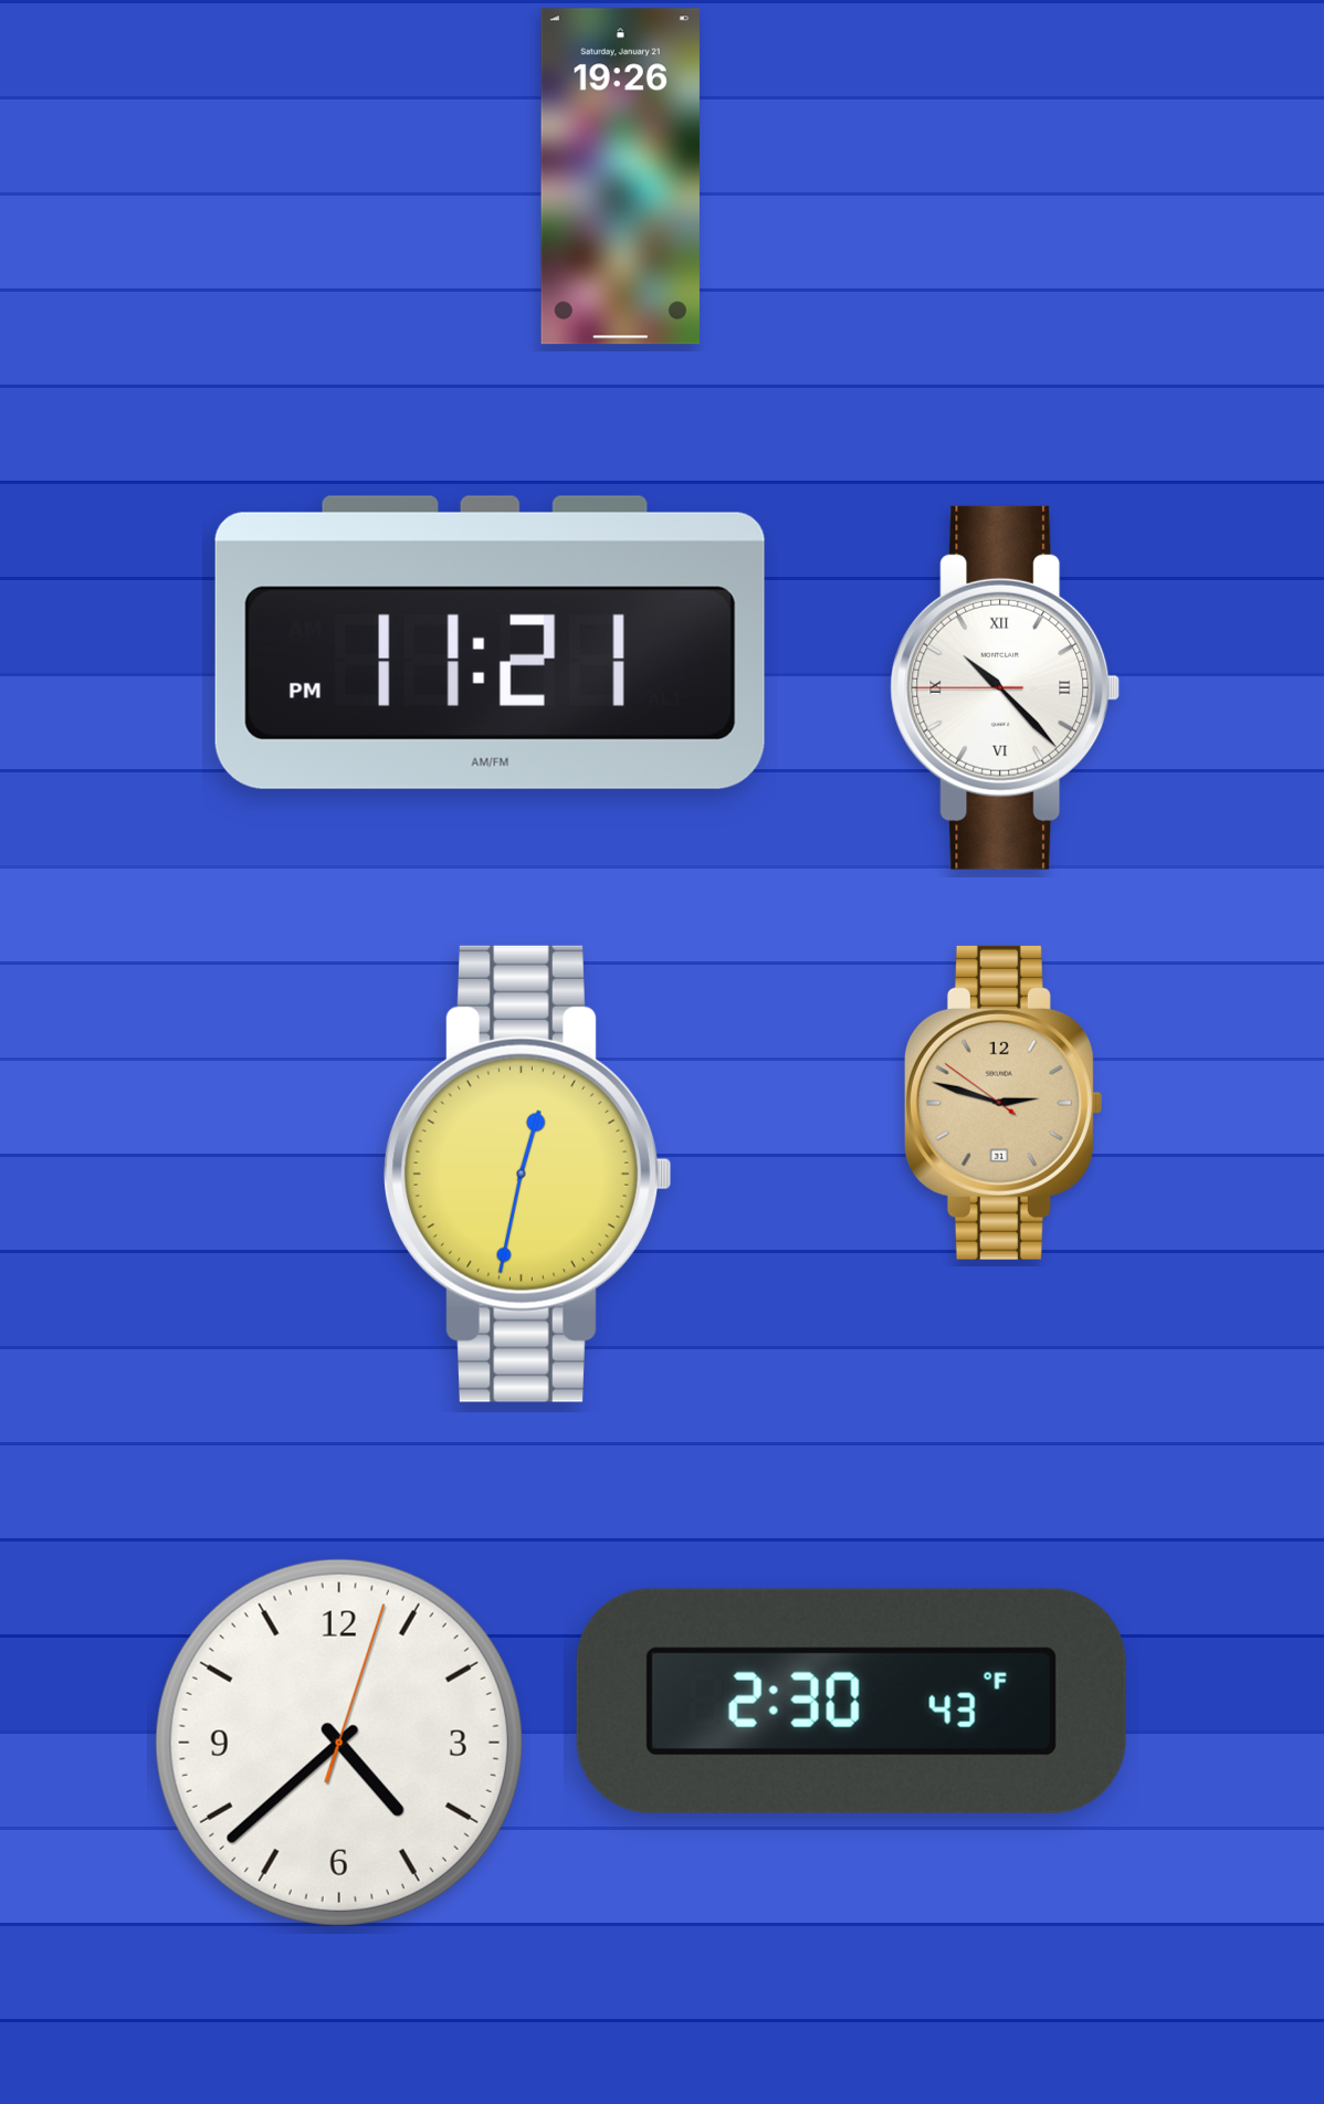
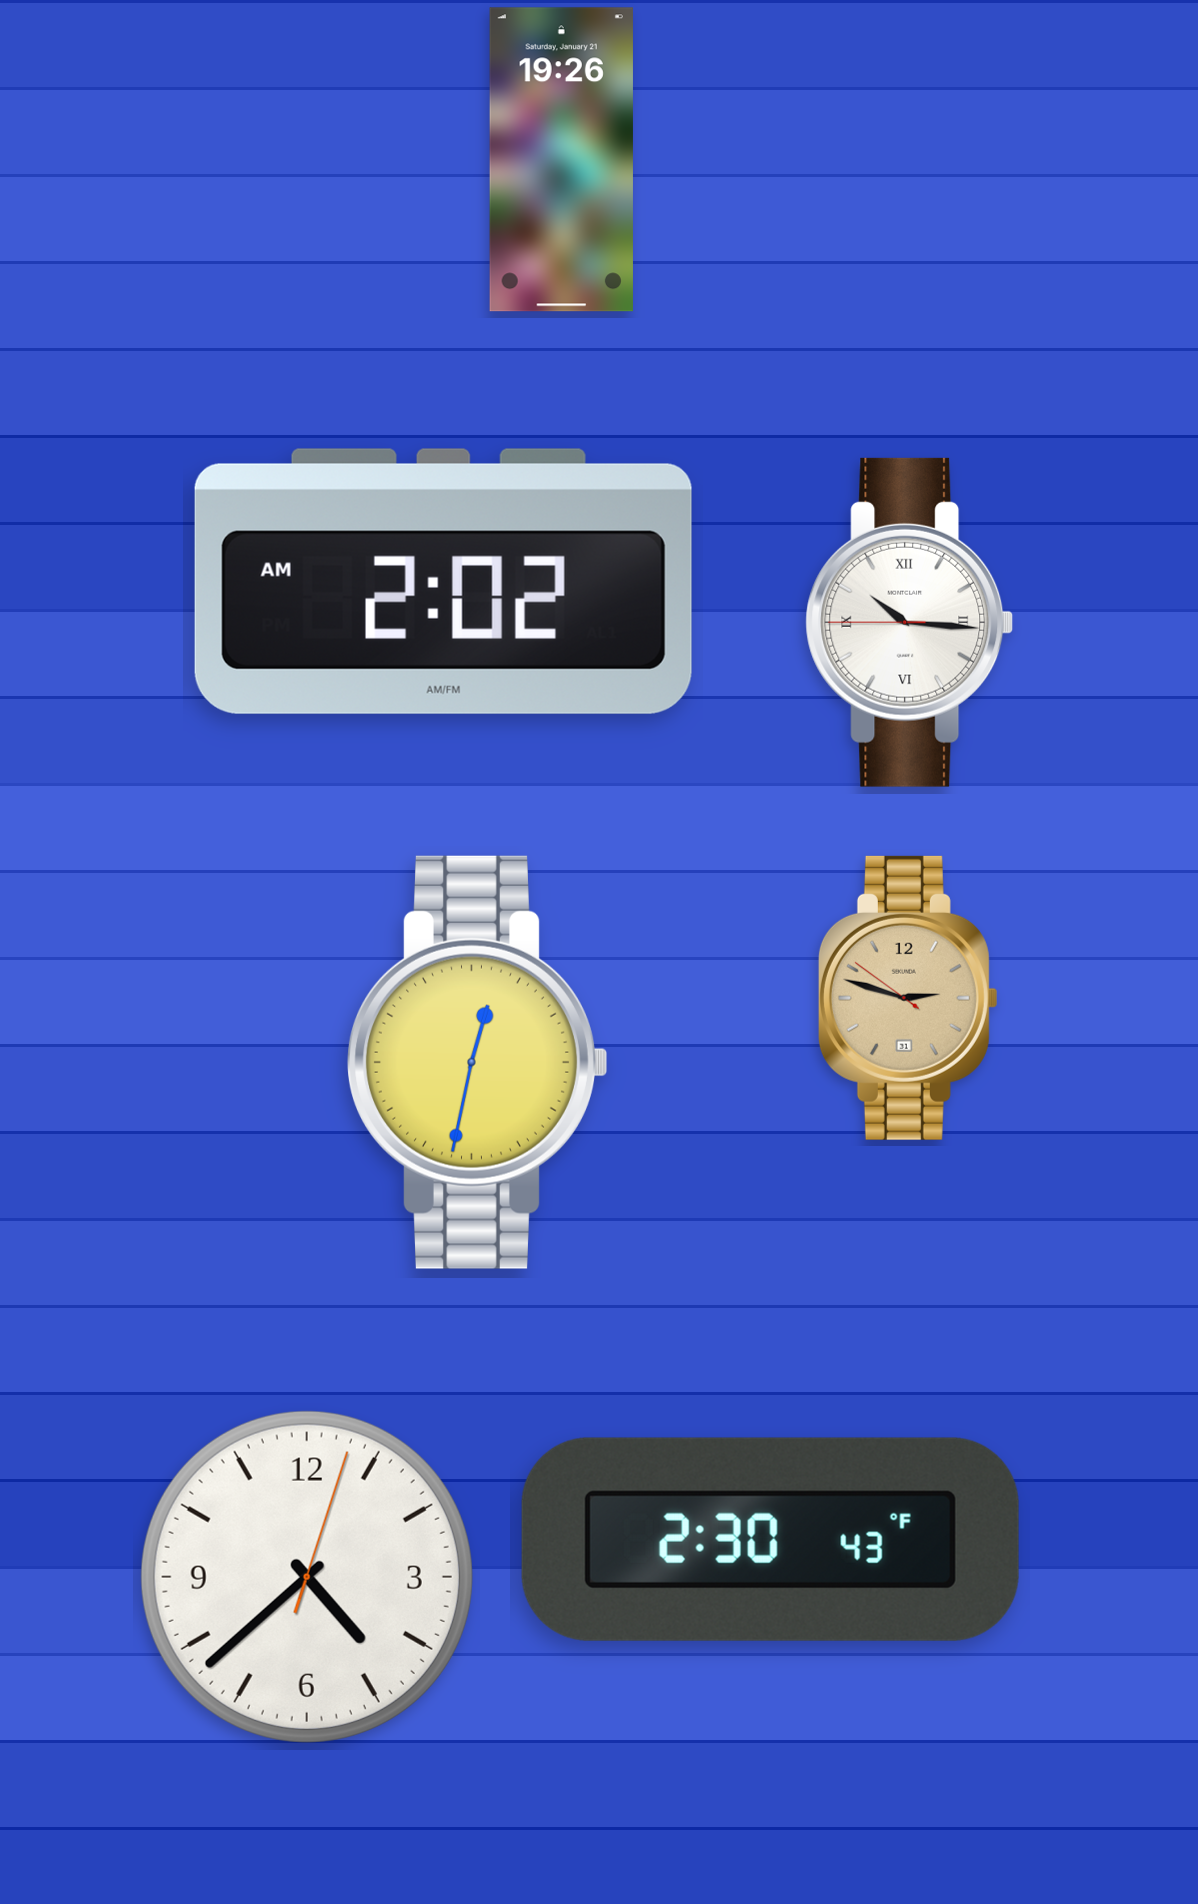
clock at (490, 642): 11:21 -> 2:02
clock at (1006, 687): 10:22 -> 10:15
